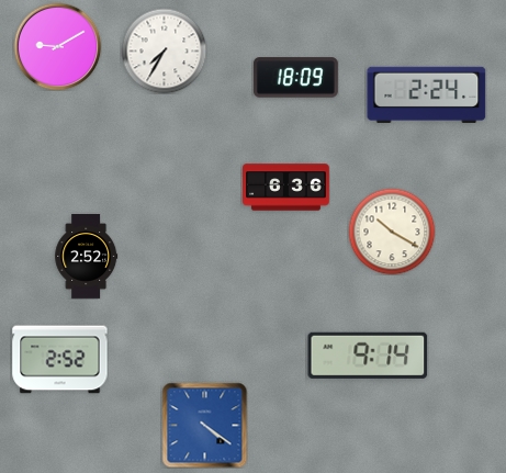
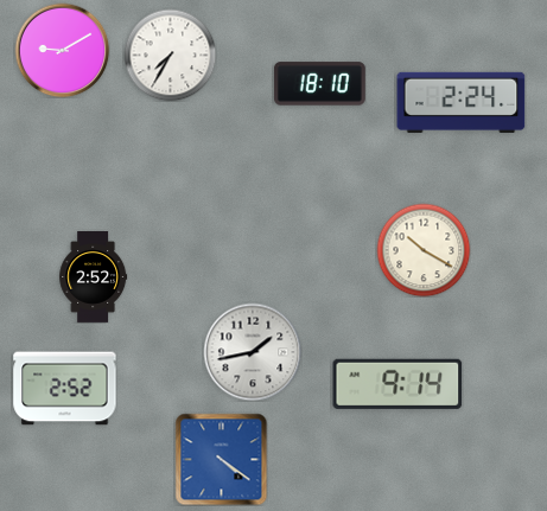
clock at (164, 50) position: (164, 50) -> (170, 55)
clock at (295, 78): 18:09 -> 18:10
clock at (286, 188): 6:36 -> none
clock at (253, 352): none -> 1:43
